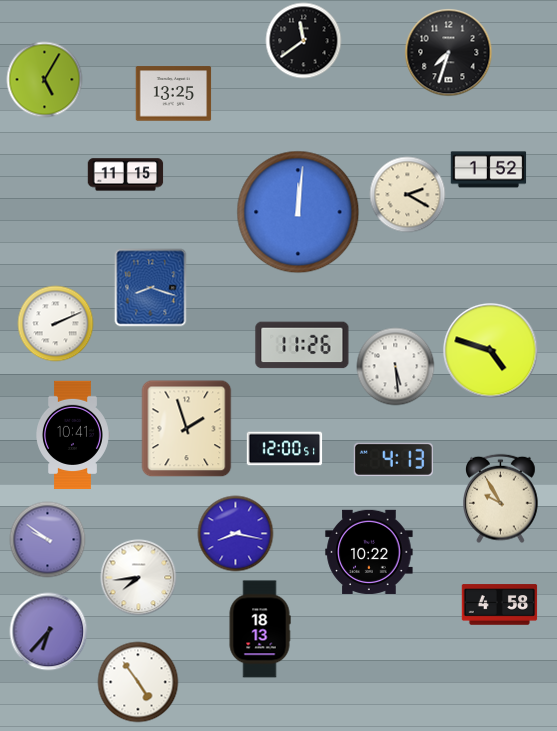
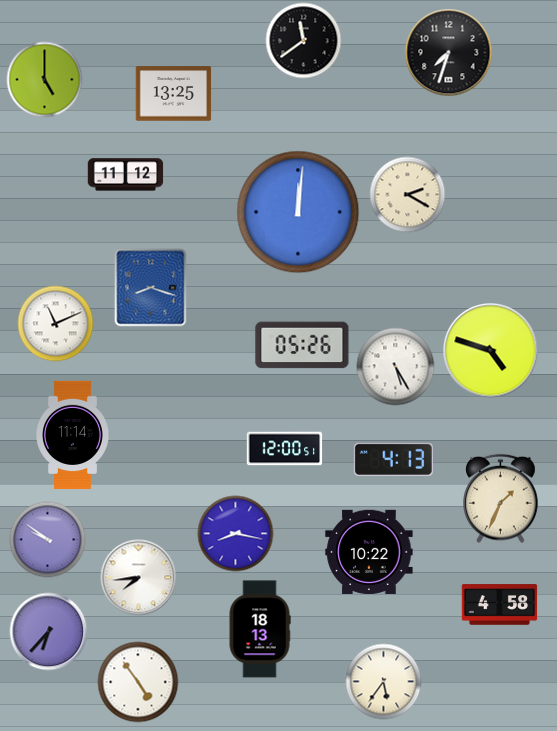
clock at (45, 80): 5:05 -> 5:00
clock at (489, 170): 1:52 -> none
clock at (126, 175): 11:15 -> 11:12
clock at (56, 324): 2:11 -> 11:11
clock at (302, 345): 11:26 -> 05:26
clock at (396, 367): 5:29 -> 5:25
clock at (187, 429): 1:57 -> none
clock at (73, 435): 10:41 -> 11:14
clock at (501, 499): 9:55 -> 1:34
clock at (384, 682): none -> 5:36
